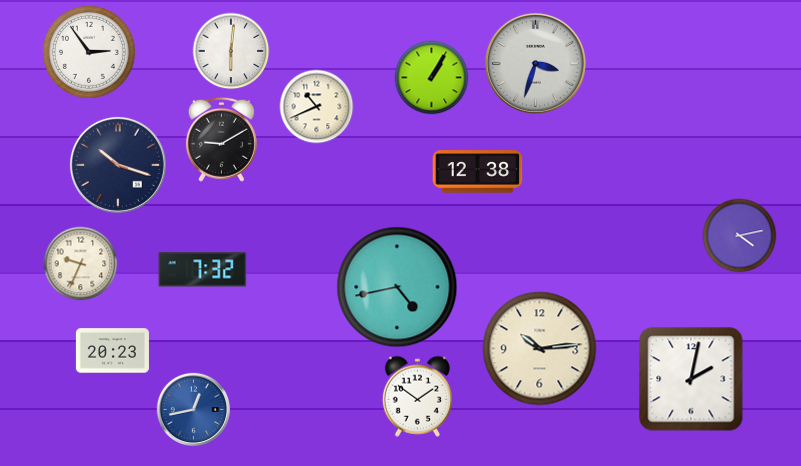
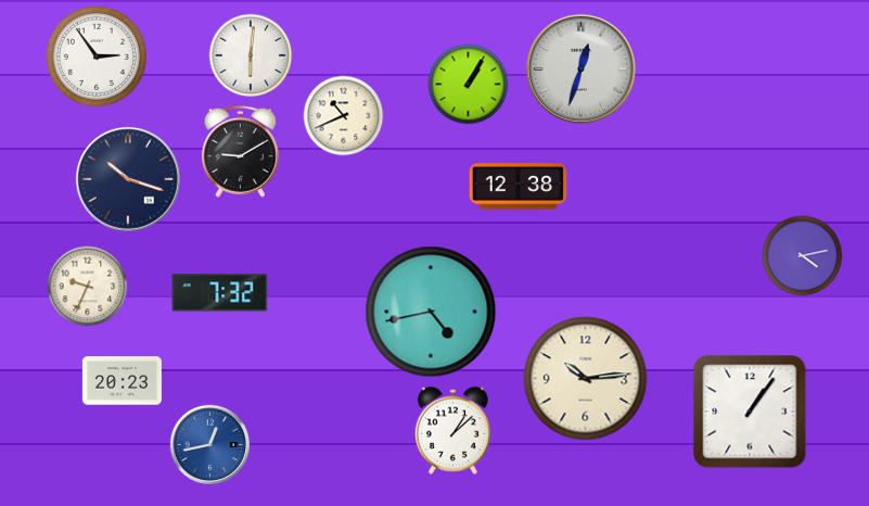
clock at (535, 63): 3:33 -> 12:33
clock at (691, 379): 2:02 -> 1:06
clock at (417, 396): 1:51 -> 1:08
